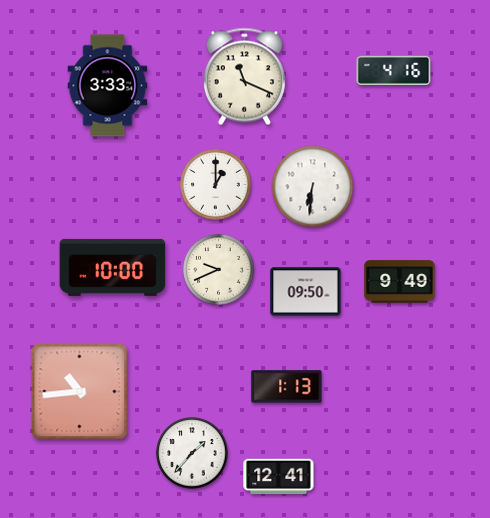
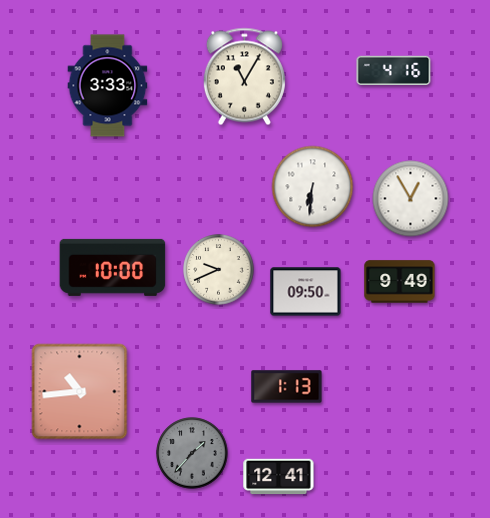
clock at (244, 77): 11:19 -> 11:05
clock at (216, 185): 1:00 -> none
clock at (411, 199): none -> 12:55
clock at (192, 453) dial: white -> grey
